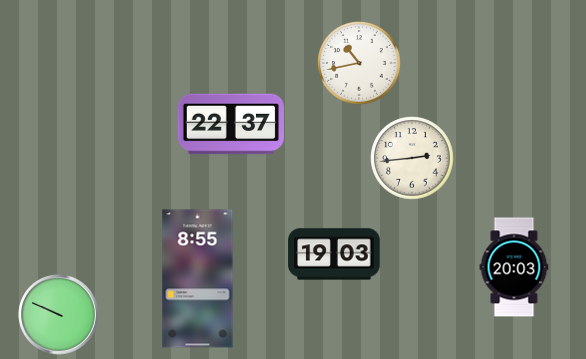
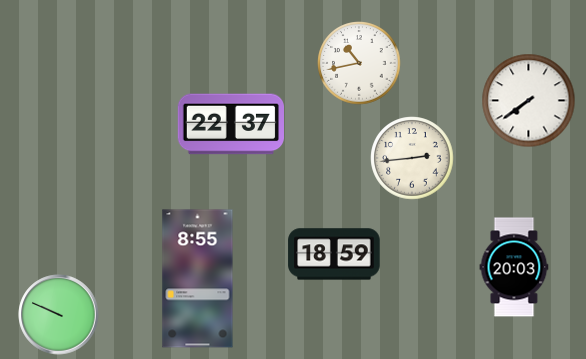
clock at (529, 101): none -> 7:39
clock at (334, 254): 19:03 -> 18:59
